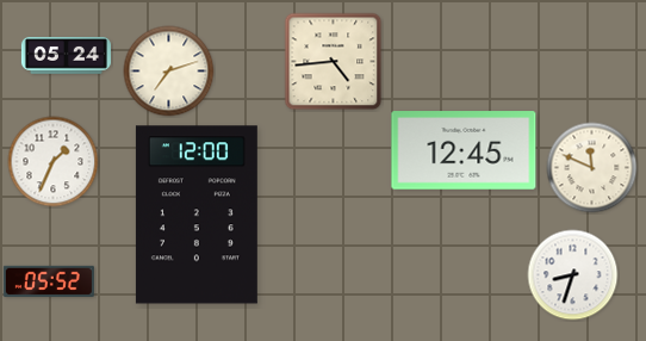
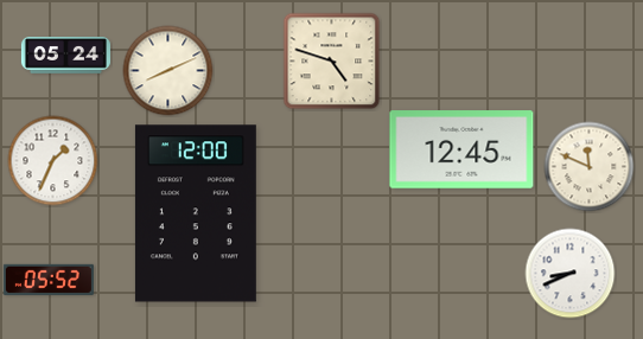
clock at (334, 62): 4:44 -> 4:48
clock at (169, 72): 7:12 -> 8:11
clock at (573, 275): 8:33 -> 8:41
